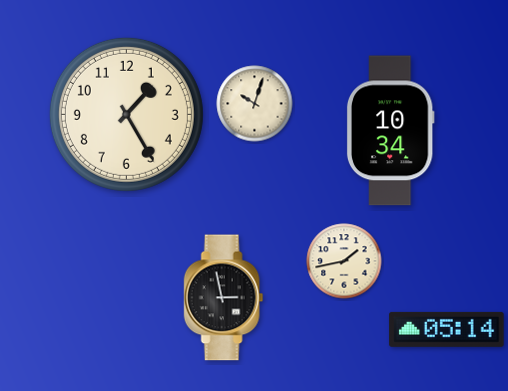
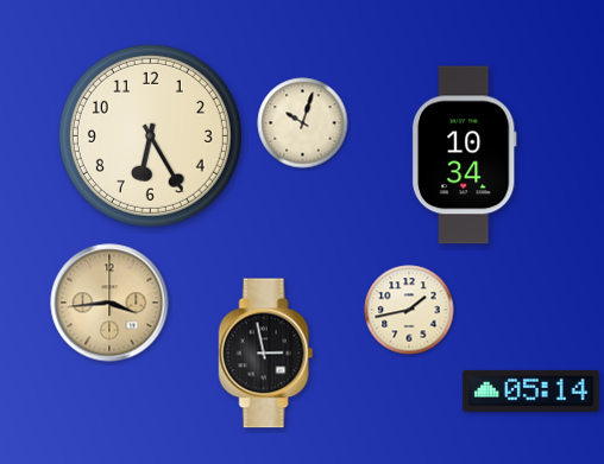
clock at (126, 114): 1:25 -> 6:25
clock at (109, 303): none -> 3:44
